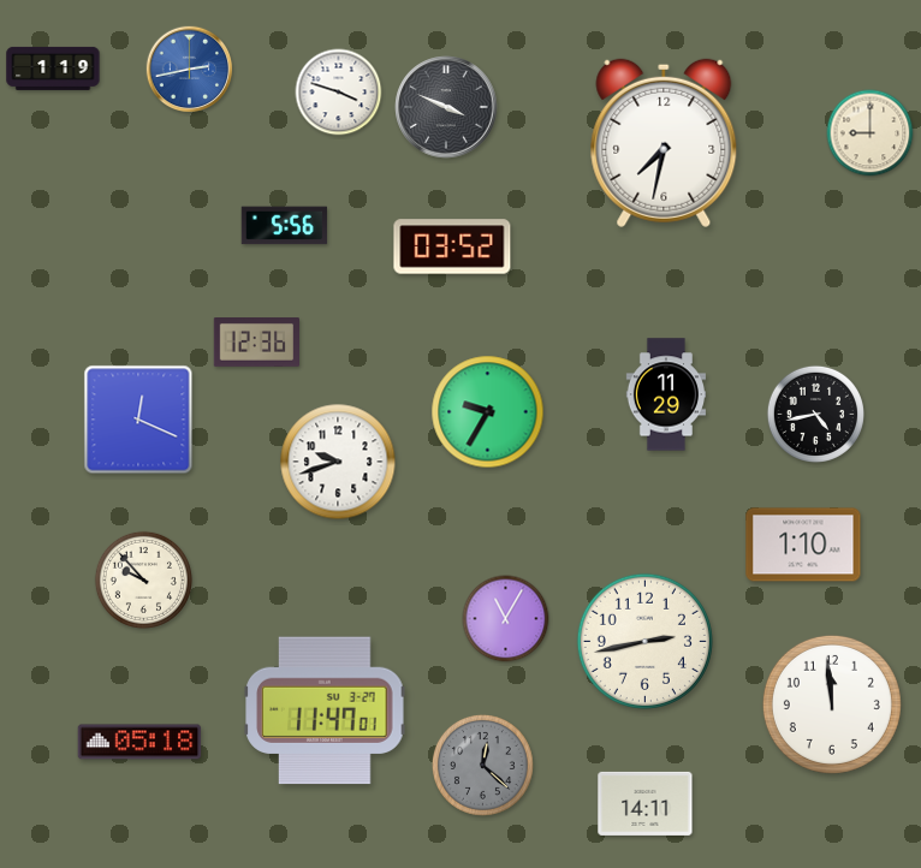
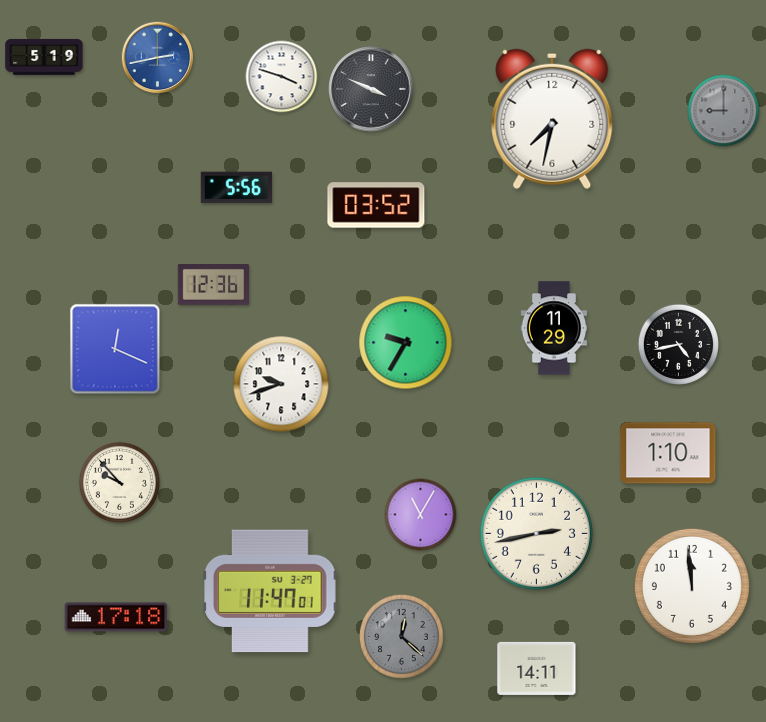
clock at (53, 69): 1:19 -> 5:19
clock at (871, 133) dial: cream -> grey
clock at (139, 742): 05:18 -> 17:18
